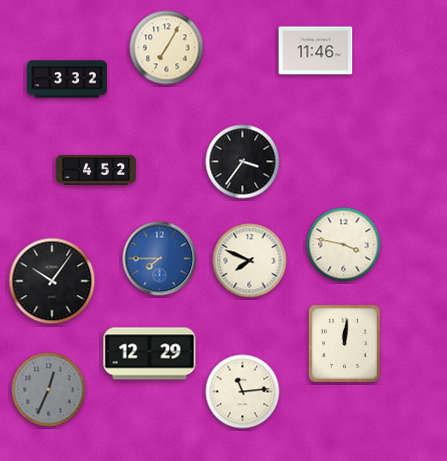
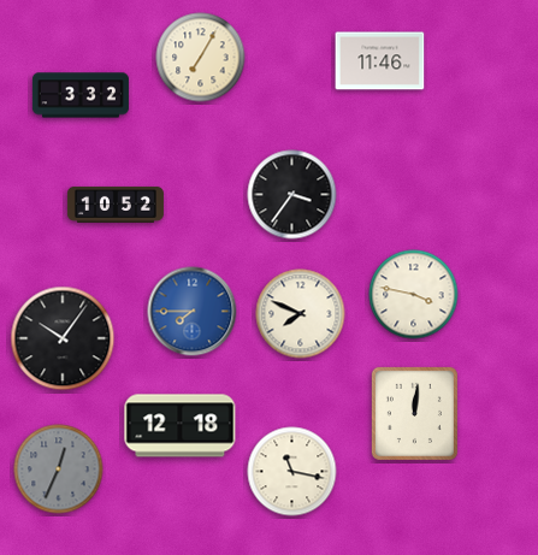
clock at (96, 170): 4:52 -> 10:52
clock at (150, 354): 12:29 -> 12:18
clock at (243, 392): 11:14 -> 11:17
